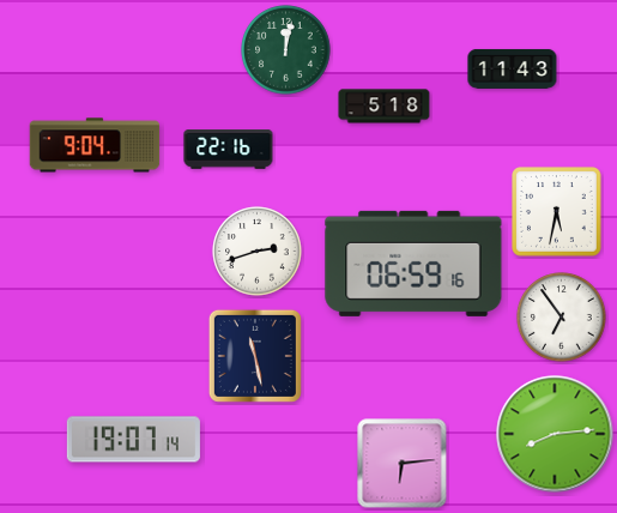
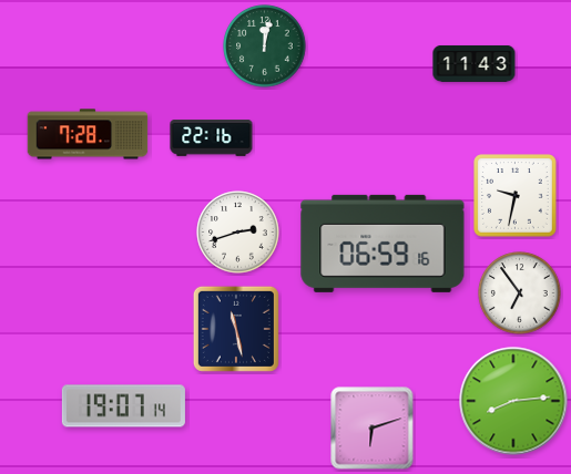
clock at (385, 107): 5:18 -> none
clock at (95, 145): 9:04 -> 7:28
clock at (557, 212): 5:32 -> 9:32
clock at (403, 464): 6:14 -> 6:12
